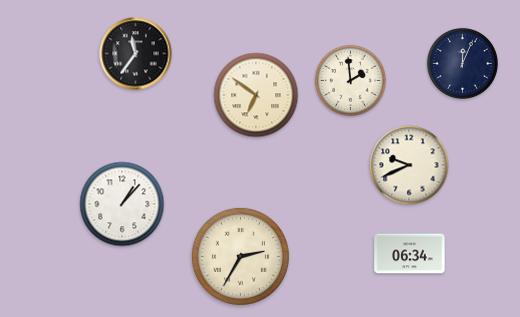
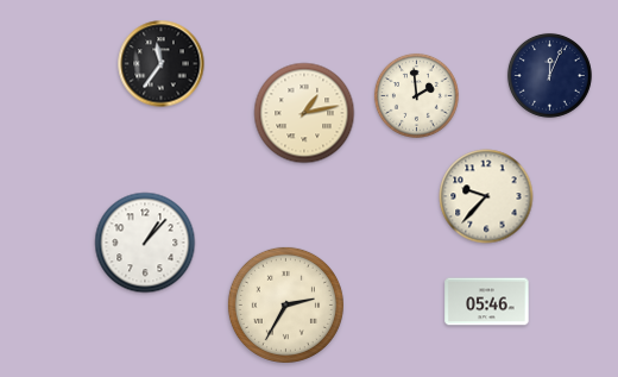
clock at (256, 95): 6:51 -> 1:13
clock at (409, 165): 9:41 -> 9:37
clock at (410, 254): 06:34 -> 05:46
